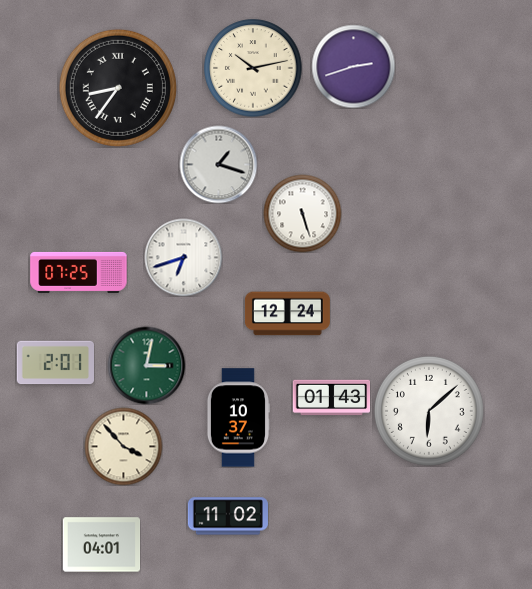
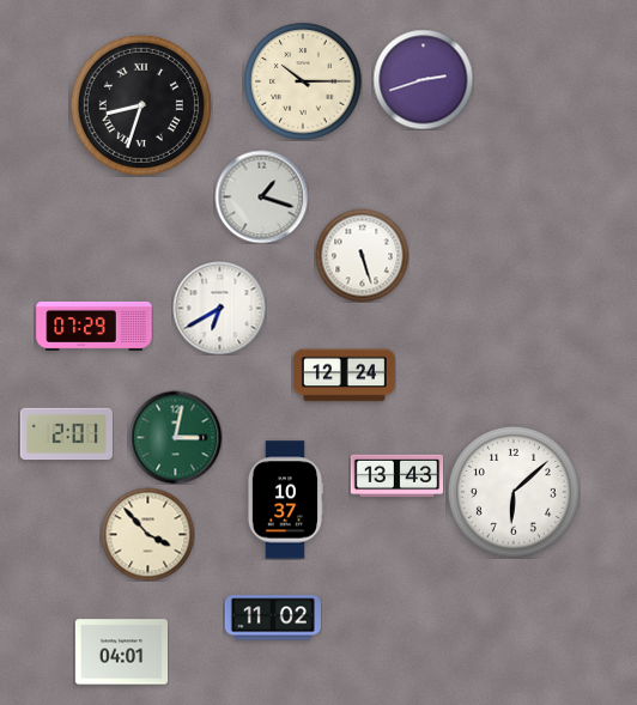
clock at (253, 68): 10:13 -> 10:15
clock at (118, 88): 8:36 -> 8:33
clock at (183, 257): 6:42 -> 6:40
clock at (79, 272): 07:25 -> 07:29
clock at (331, 398): 01:43 -> 13:43
